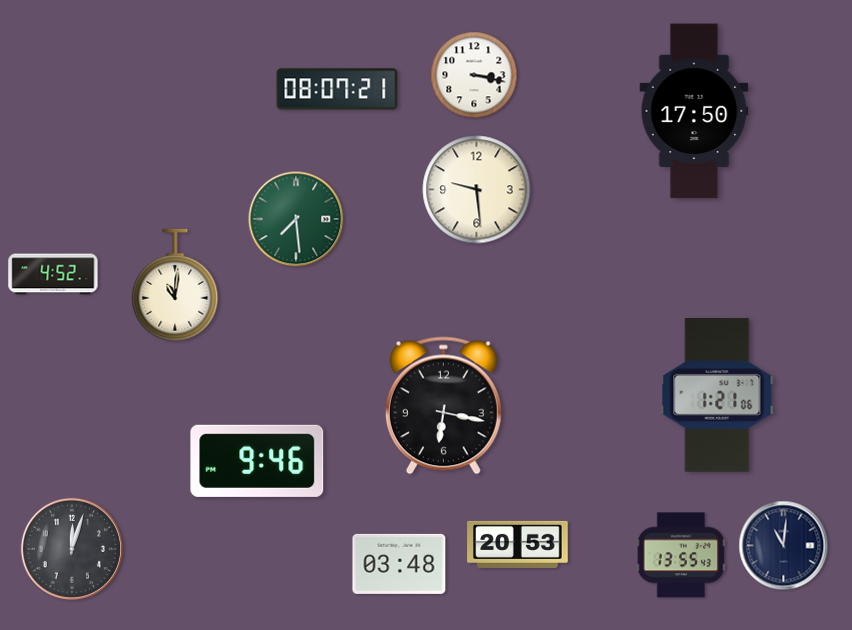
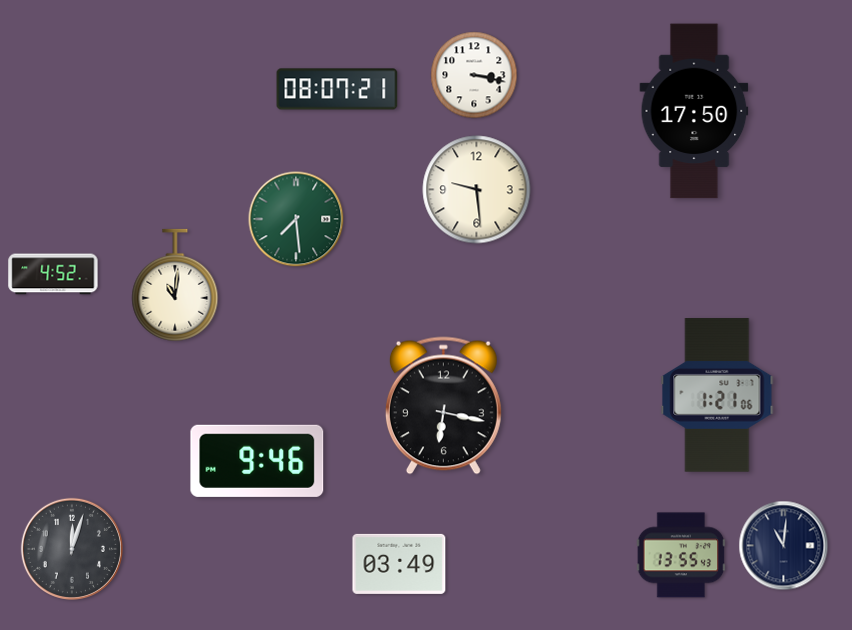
clock at (518, 544): 20:53 -> none
clock at (399, 564): 03:48 -> 03:49
